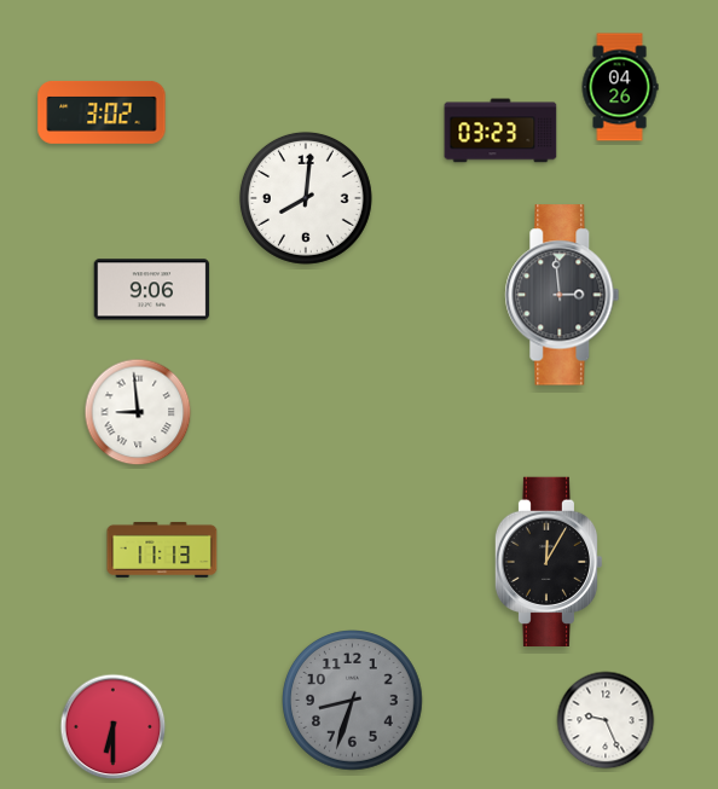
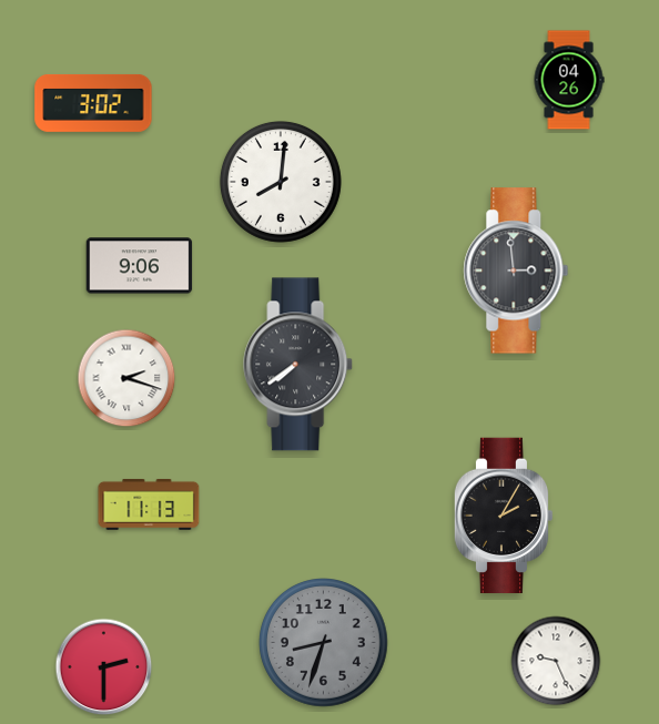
clock at (500, 130): 03:23 -> none
clock at (298, 365): none -> 7:39
clock at (138, 412): 8:59 -> 2:18
clock at (549, 561): 12:05 -> 2:05
clock at (114, 727): 6:30 -> 2:30
